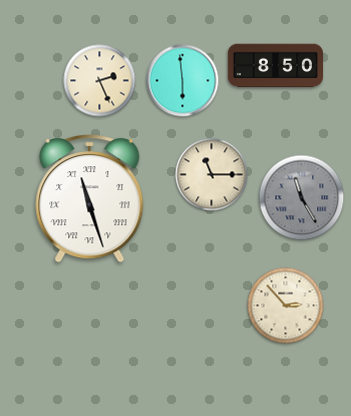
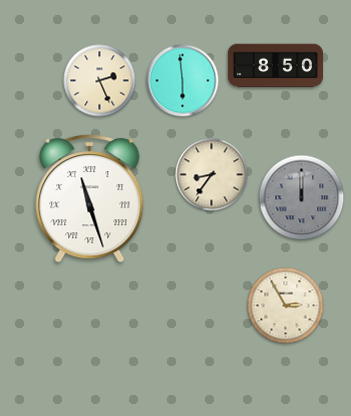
clock at (212, 175): 11:15 -> 8:36
clock at (302, 198): 11:25 -> 12:00
clock at (286, 306): 2:53 -> 2:55
